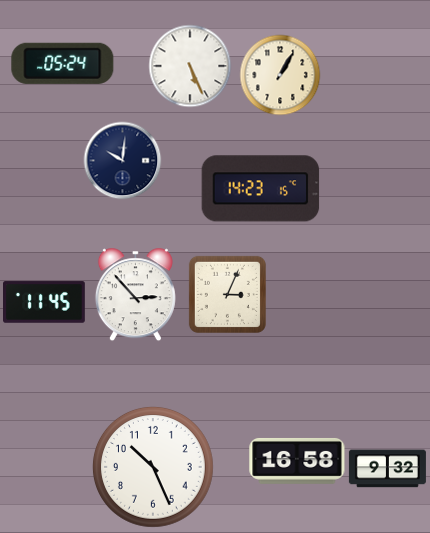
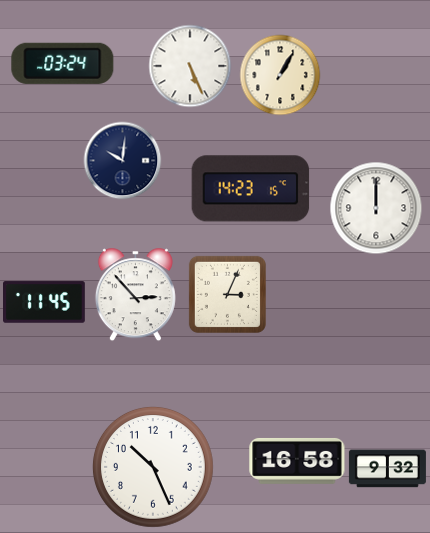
clock at (63, 63): 05:24 -> 03:24
clock at (261, 189) position: (261, 189) -> (251, 189)
clock at (376, 208): none -> 12:00
